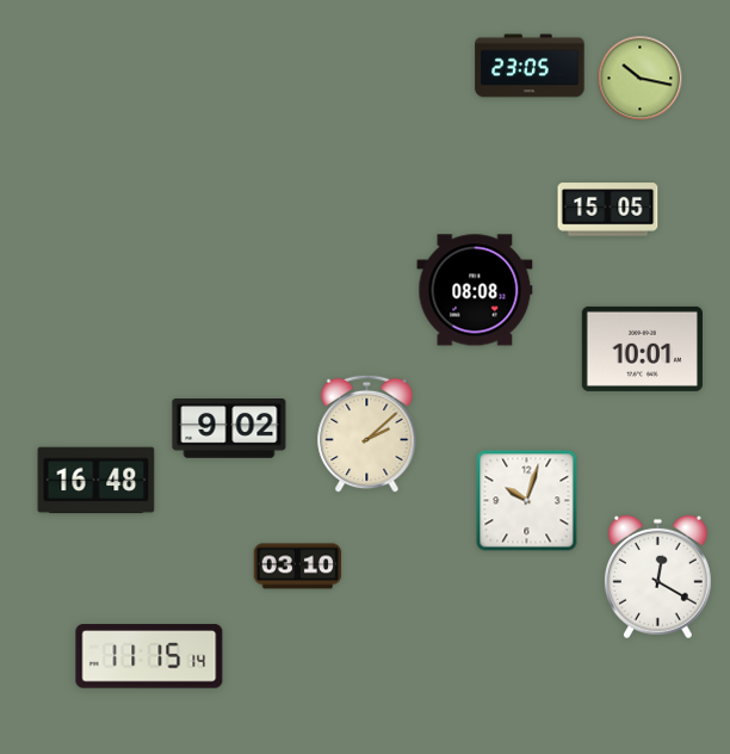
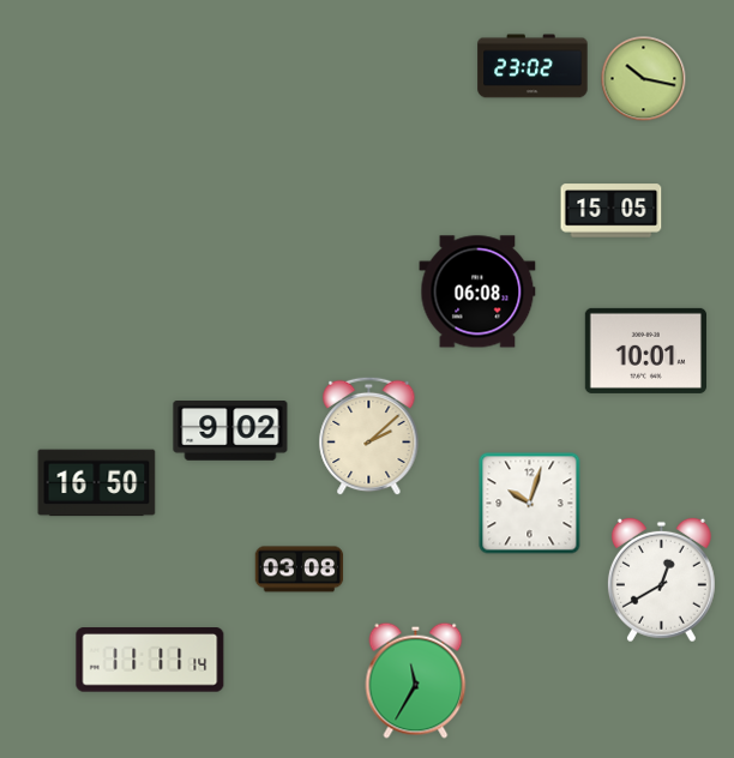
clock at (530, 66): 23:05 -> 23:02
clock at (475, 290): 08:08 -> 06:08
clock at (97, 481): 16:48 -> 16:50
clock at (298, 567): 03:10 -> 03:08
clock at (657, 577): 12:20 -> 12:40
clock at (149, 656): 11:15 -> 11:11
clock at (416, 680): none -> 11:35
